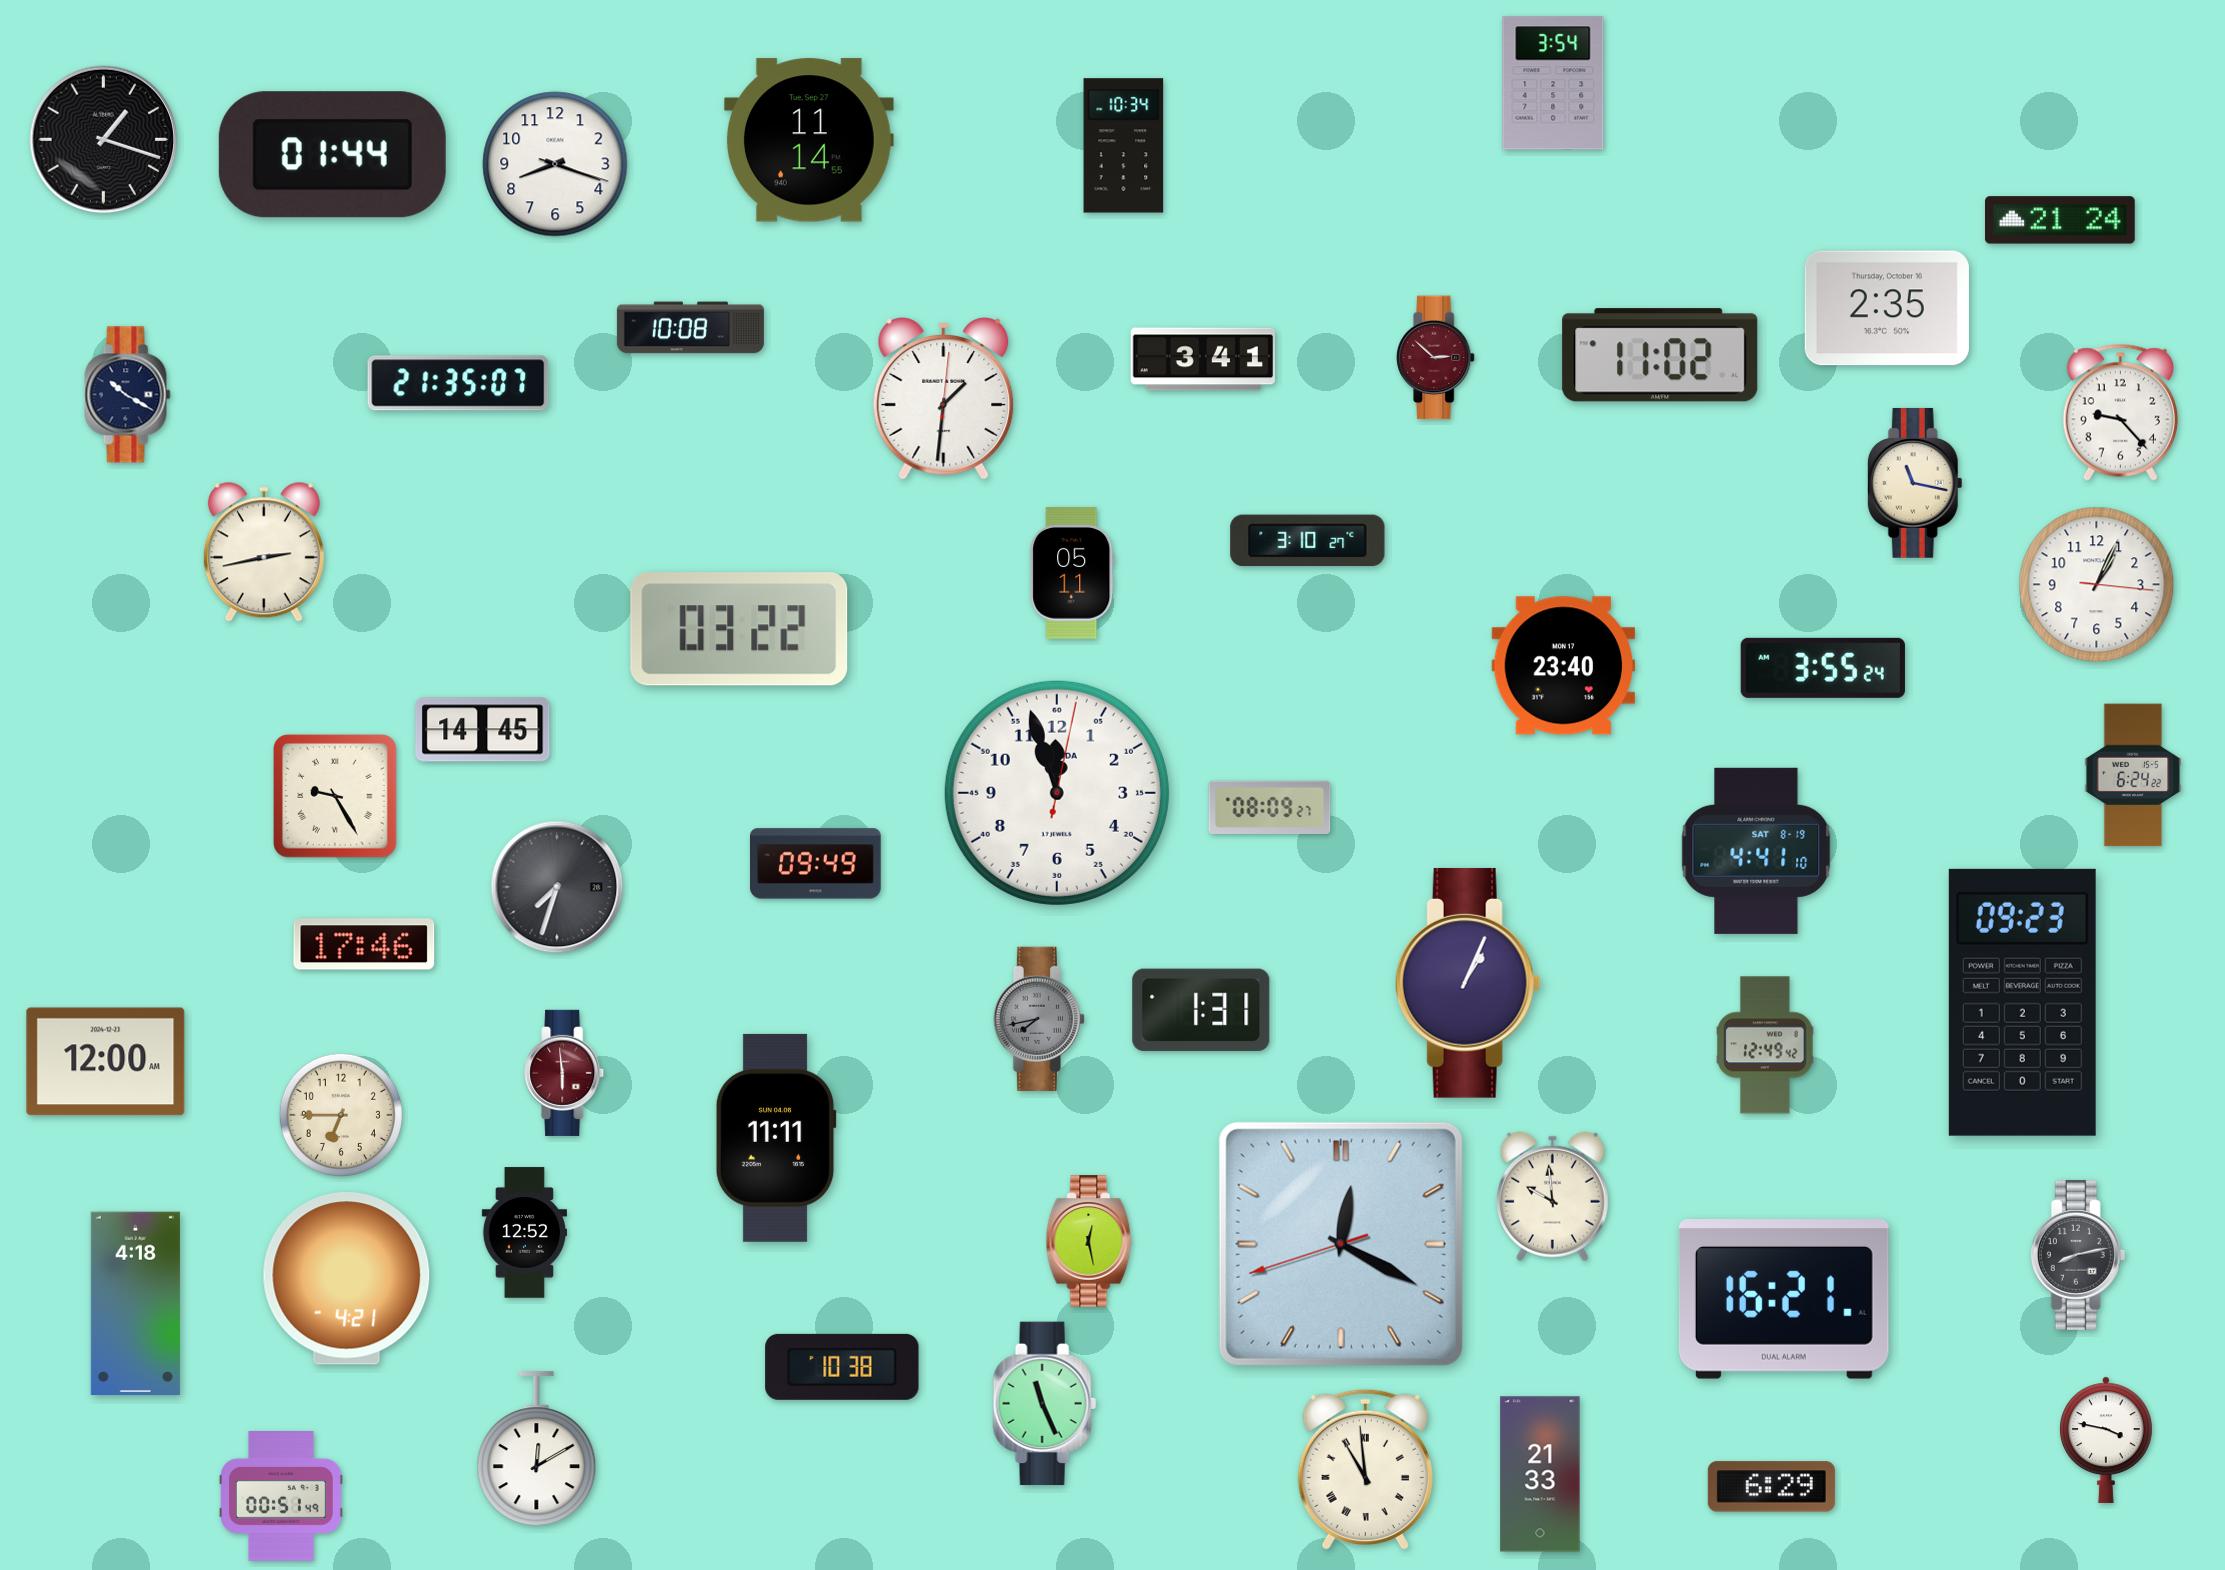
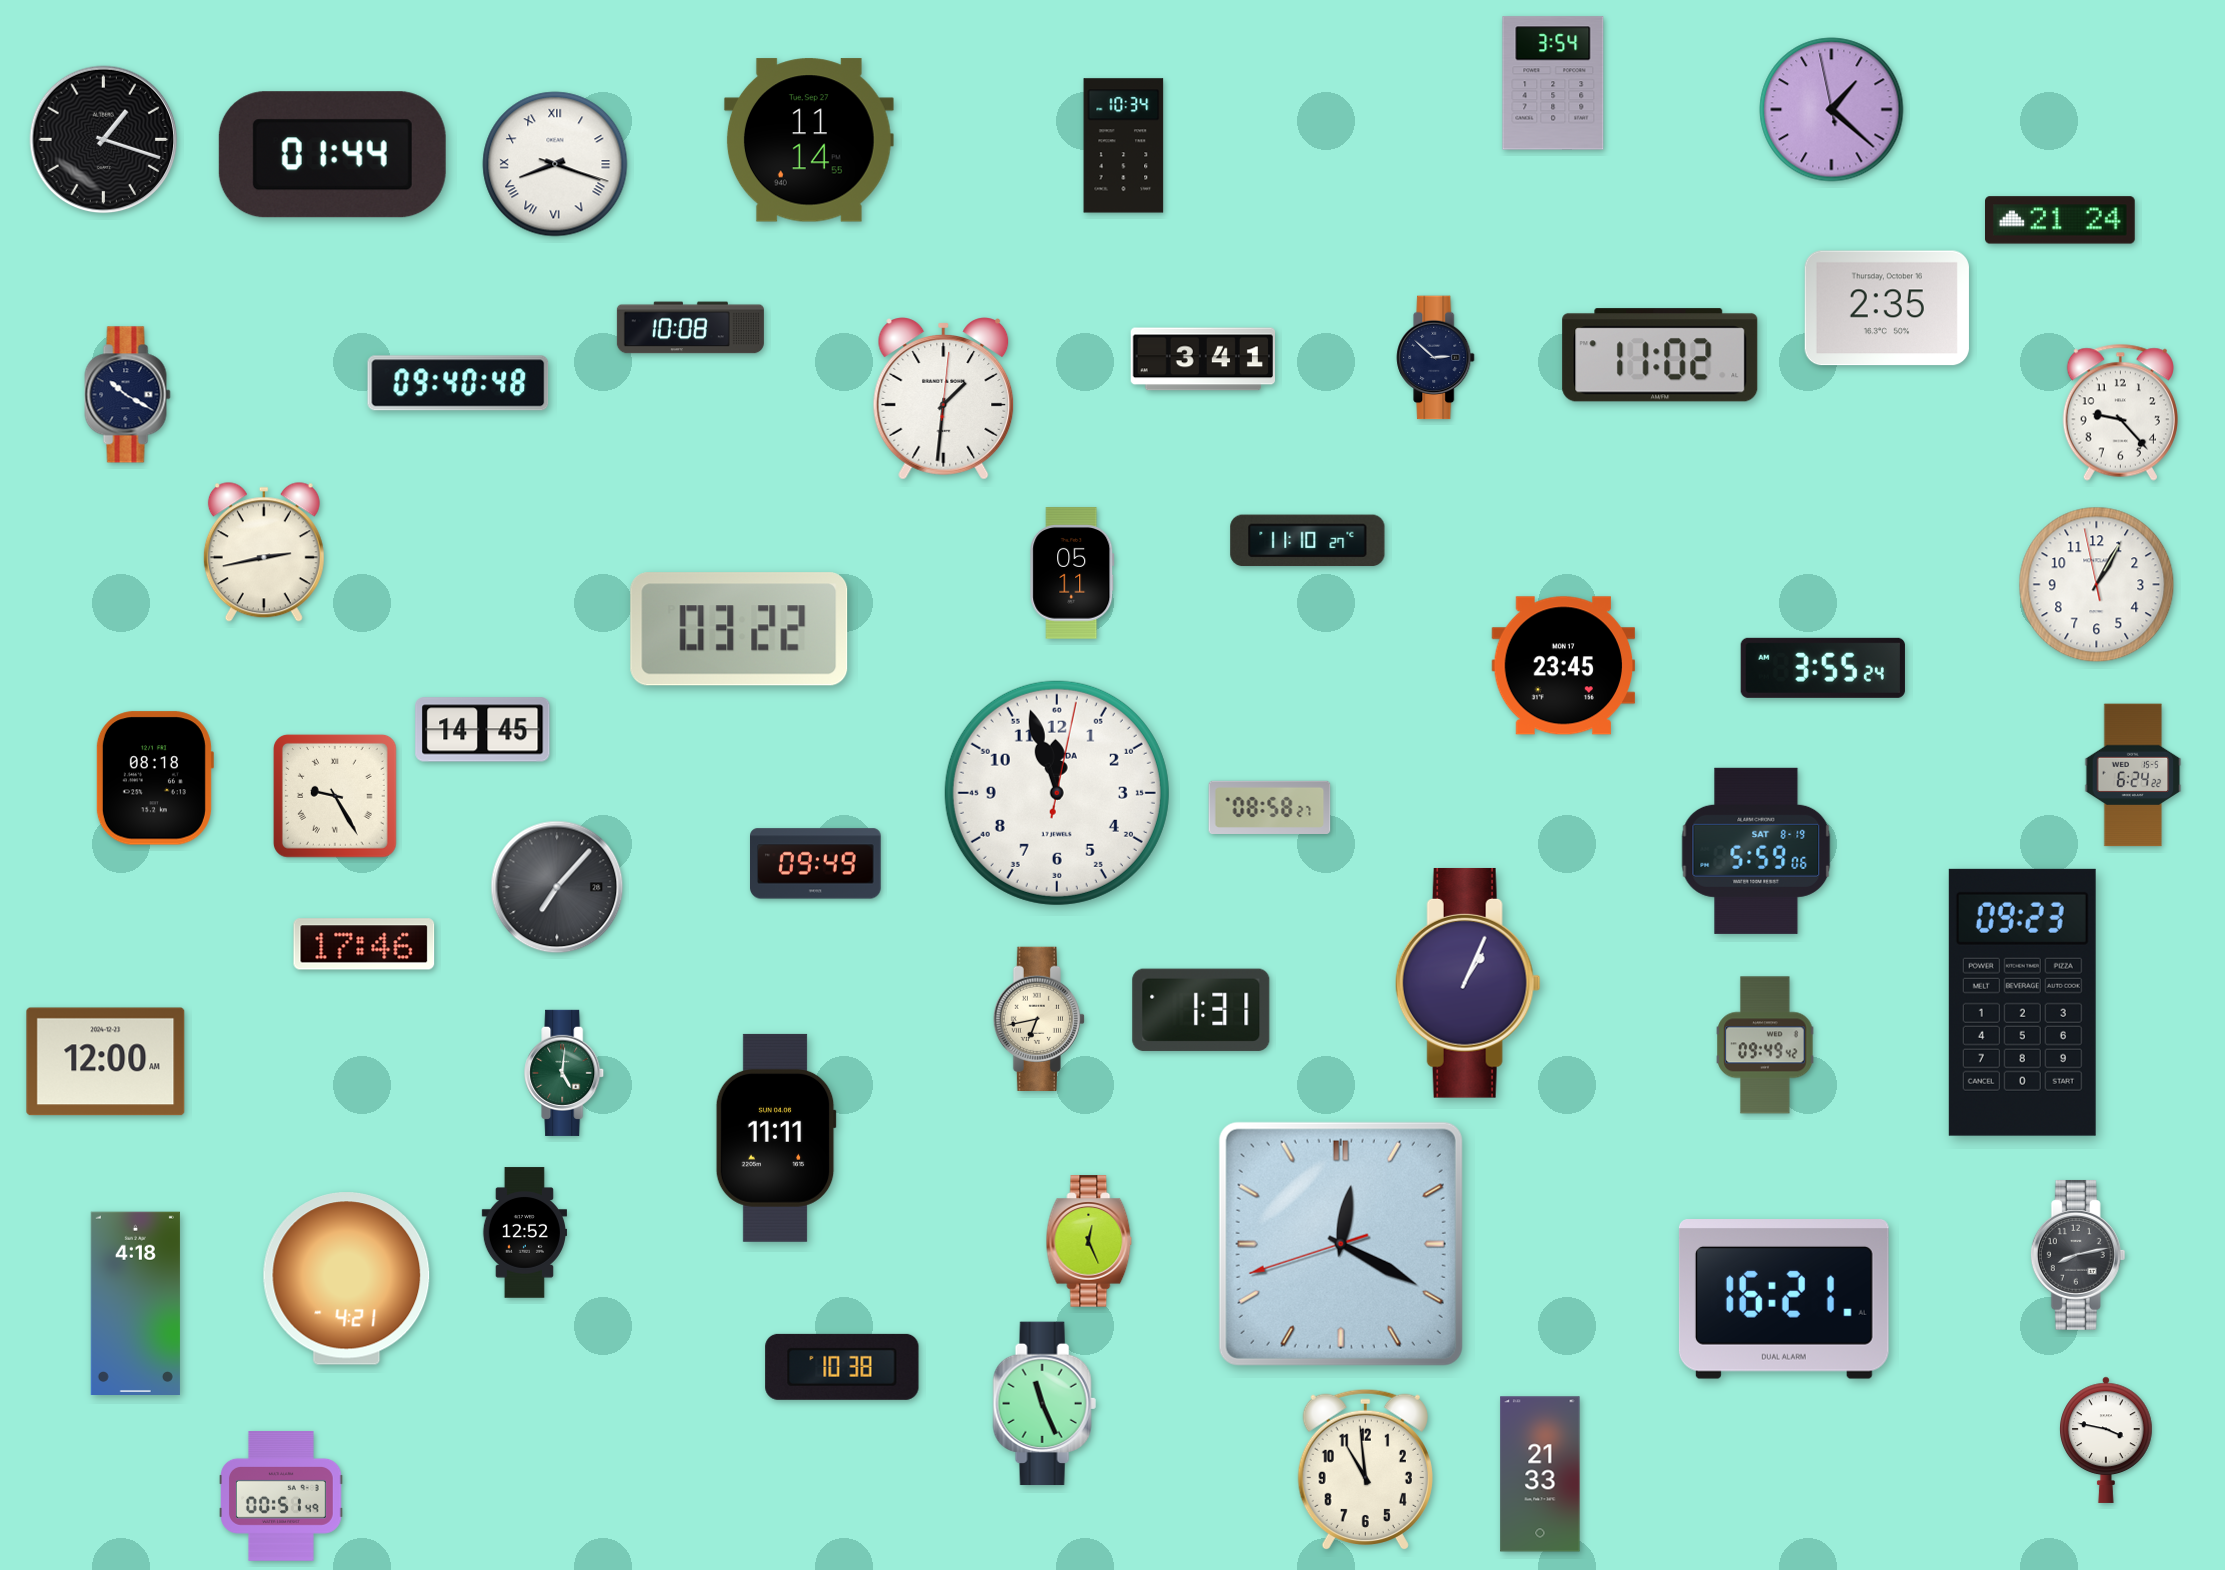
clock at (1832, 110): none -> 1:21
clock at (555, 164) numerals: Arabic -> Roman
clock at (1436, 358) dial: burgundy -> navy
clock at (458, 383): 21:35 -> 09:40
clock at (1915, 483): 11:17 -> none
clock at (1308, 541): 3:10 -> 11:10
clock at (2097, 585): 1:04:16 -> 1:04:58
clock at (1564, 666): 23:40 -> 23:45
clock at (154, 778): none -> 08:18
clock at (1270, 807): 08:09 -> 08:58
clock at (1756, 851): 4:41 -> 5:59
clock at (557, 887): 7:33 -> 7:07
clock at (1038, 1018): 7:43 -> 6:43
clock at (1038, 1018) dial: grey -> cream
clock at (1765, 1045): 12:49 -> 09:49
clock at (565, 1073): 5:59 -> 5:01
clock at (565, 1073) dial: burgundy -> green
clock at (341, 1115): 6:45 -> none
clock at (1552, 1197): 9:59 -> none
clock at (1089, 1241): 12:28 -> 12:26
clock at (537, 1449): 12:10 -> none
clock at (1365, 1469) numerals: Roman -> Arabic
clock at (1771, 1487): 6:29 -> none
